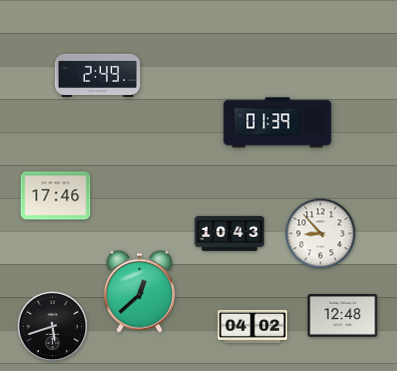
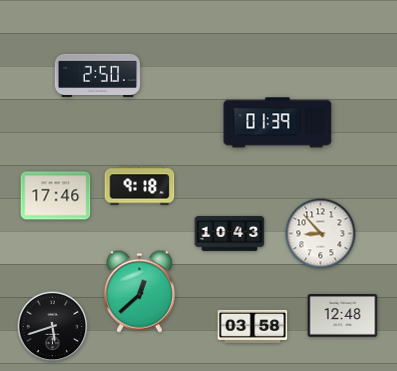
clock at (97, 75): 2:49 -> 2:50
clock at (140, 186): none -> 9:18
clock at (253, 326): 04:02 -> 03:58
